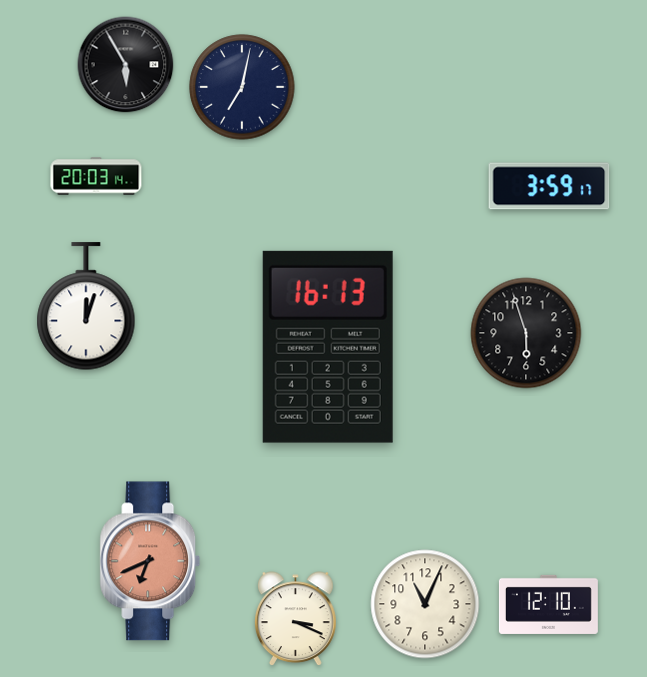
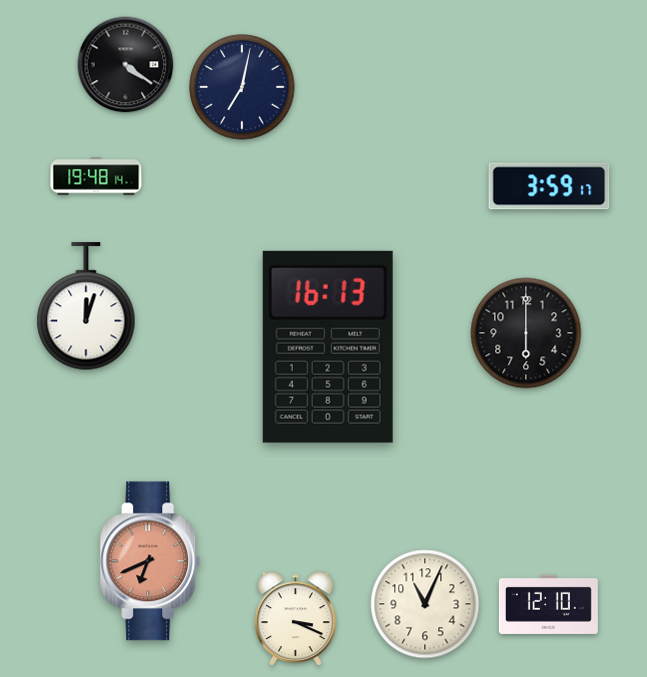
clock at (126, 65): 5:55 -> 4:21
clock at (96, 176): 20:03 -> 19:48
clock at (526, 333): 5:57 -> 6:00
